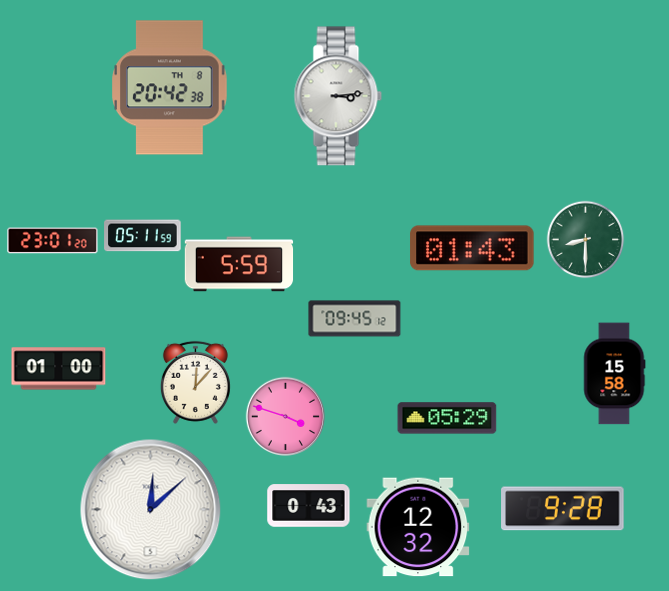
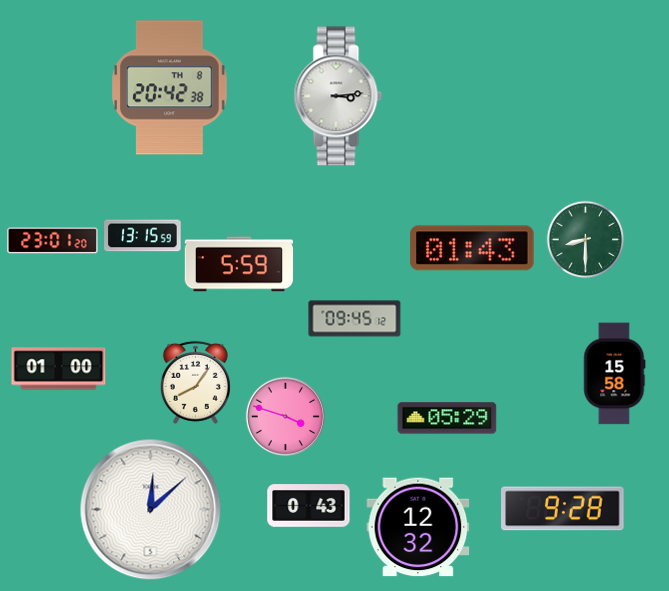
clock at (143, 236): 05:11 -> 13:15
clock at (195, 382): 12:07 -> 8:06
